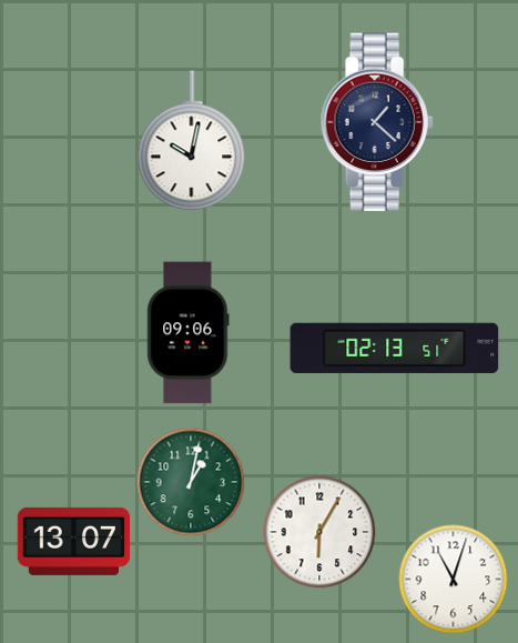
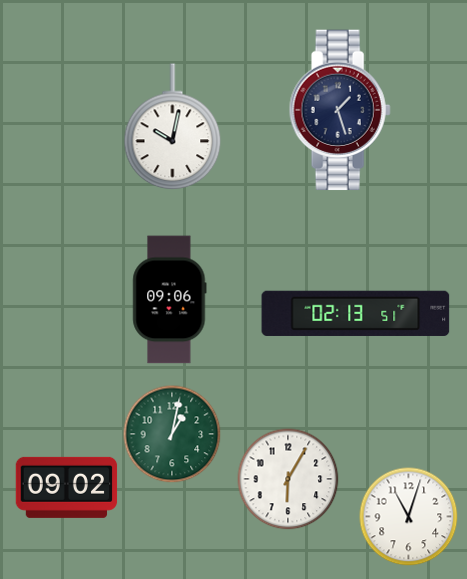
clock at (377, 122): 1:22 -> 1:27
clock at (74, 541): 13:07 -> 09:02
clock at (454, 580) position: (454, 580) -> (409, 517)
